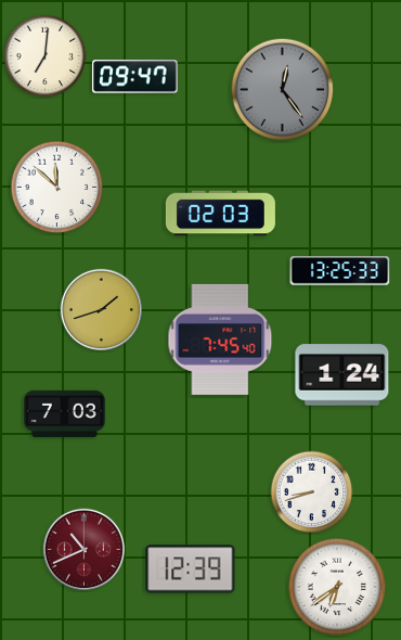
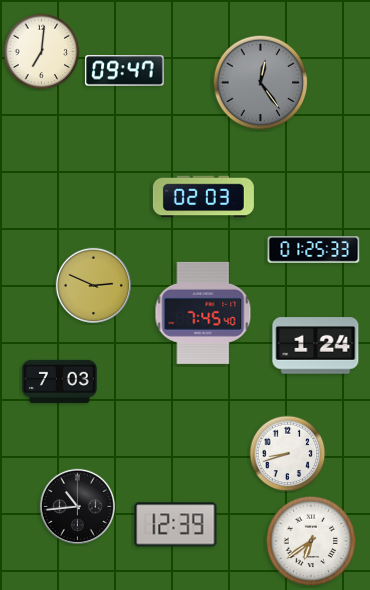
clock at (57, 188): 11:52 -> none
clock at (340, 271): 13:25 -> 01:25
clock at (101, 309): 1:42 -> 2:49
clock at (83, 549): 10:41 -> 10:44
clock at (83, 549) dial: burgundy -> black
